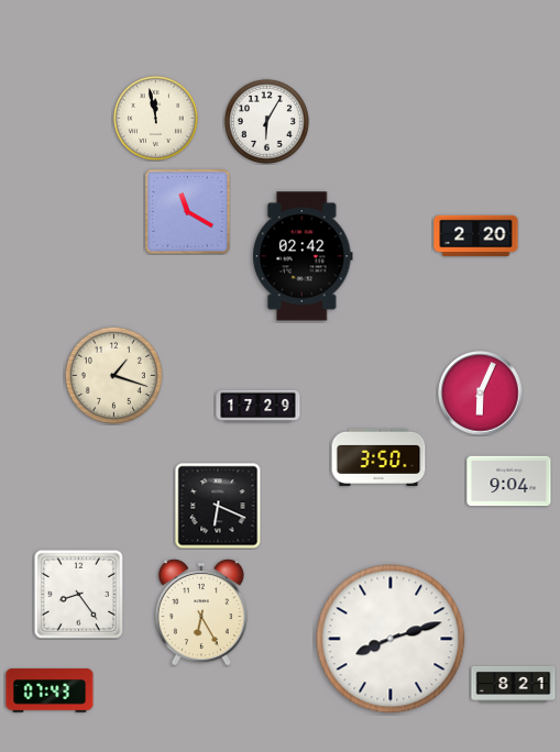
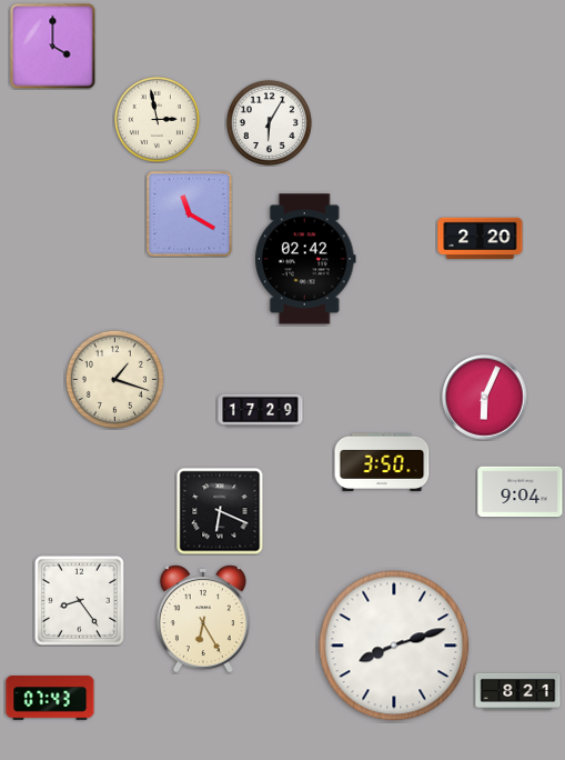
clock at (53, 47): none -> 4:00
clock at (155, 118): 11:58 -> 2:58
clock at (509, 482) position: (509, 482) -> (521, 492)
